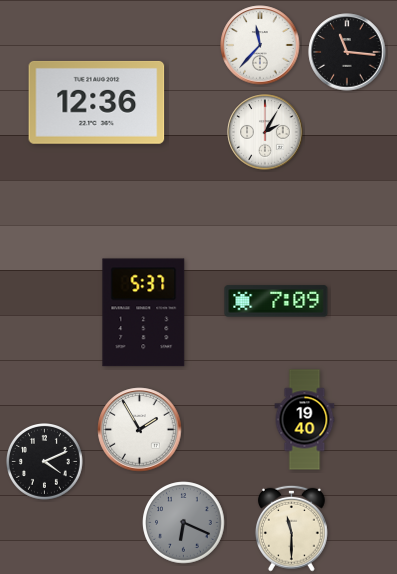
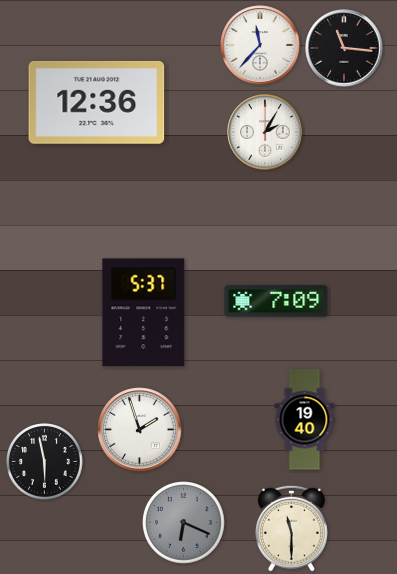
clock at (347, 52) position: (347, 52) -> (344, 48)
clock at (140, 430): 1:55 -> 1:57
clock at (45, 462): 4:11 -> 5:58
